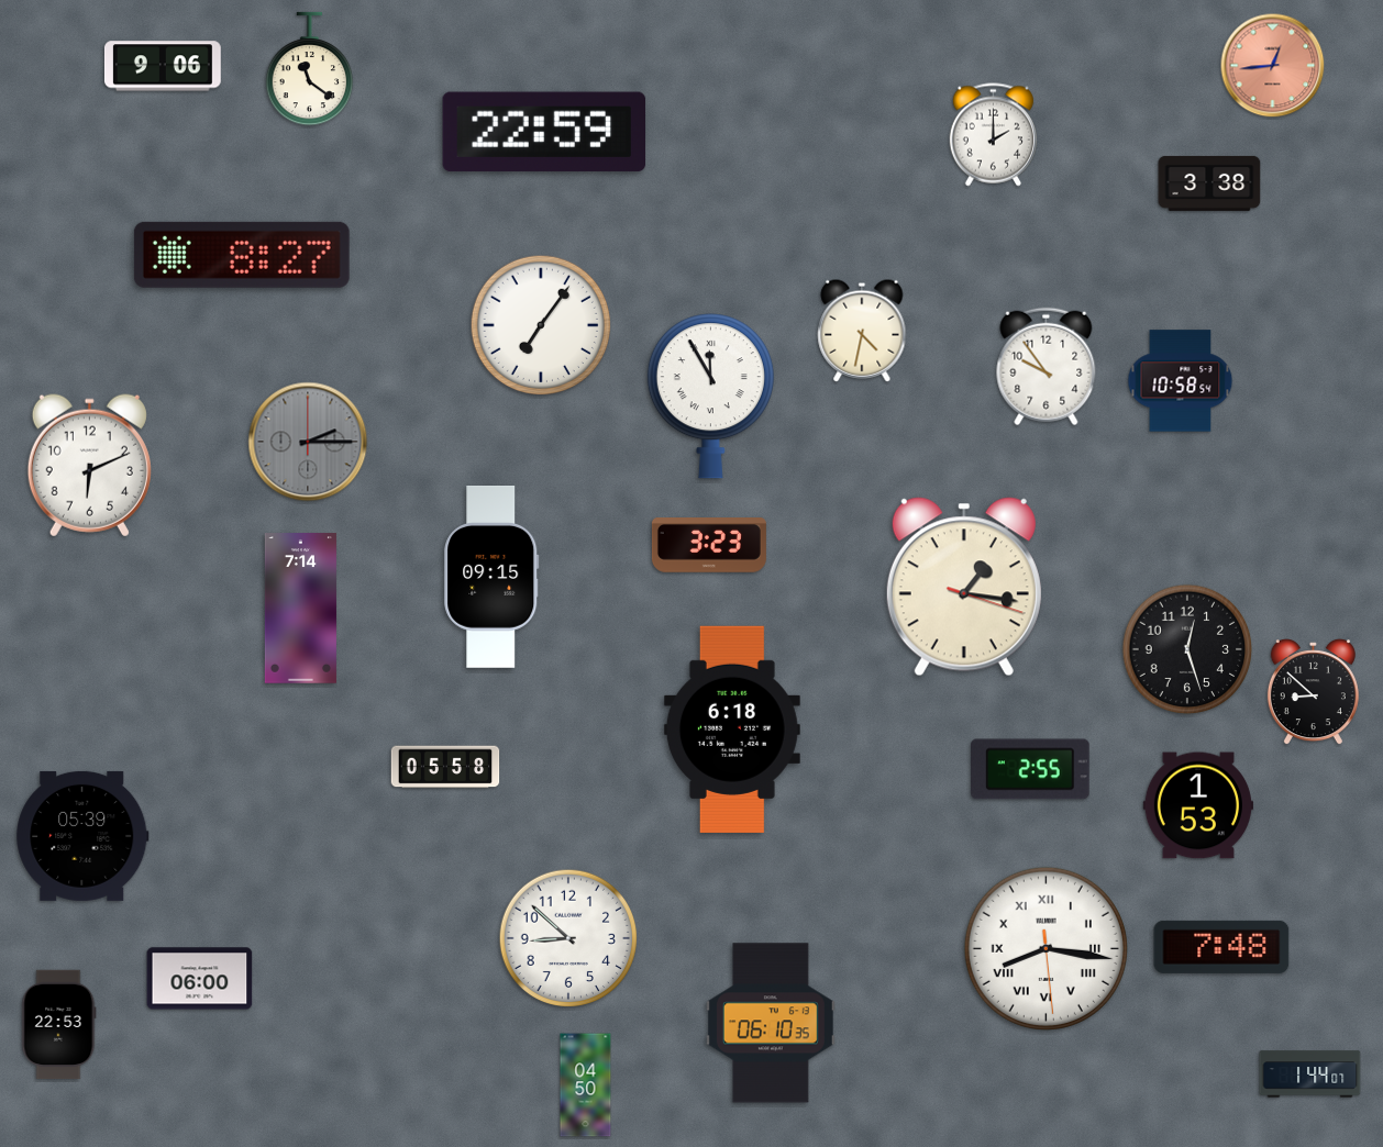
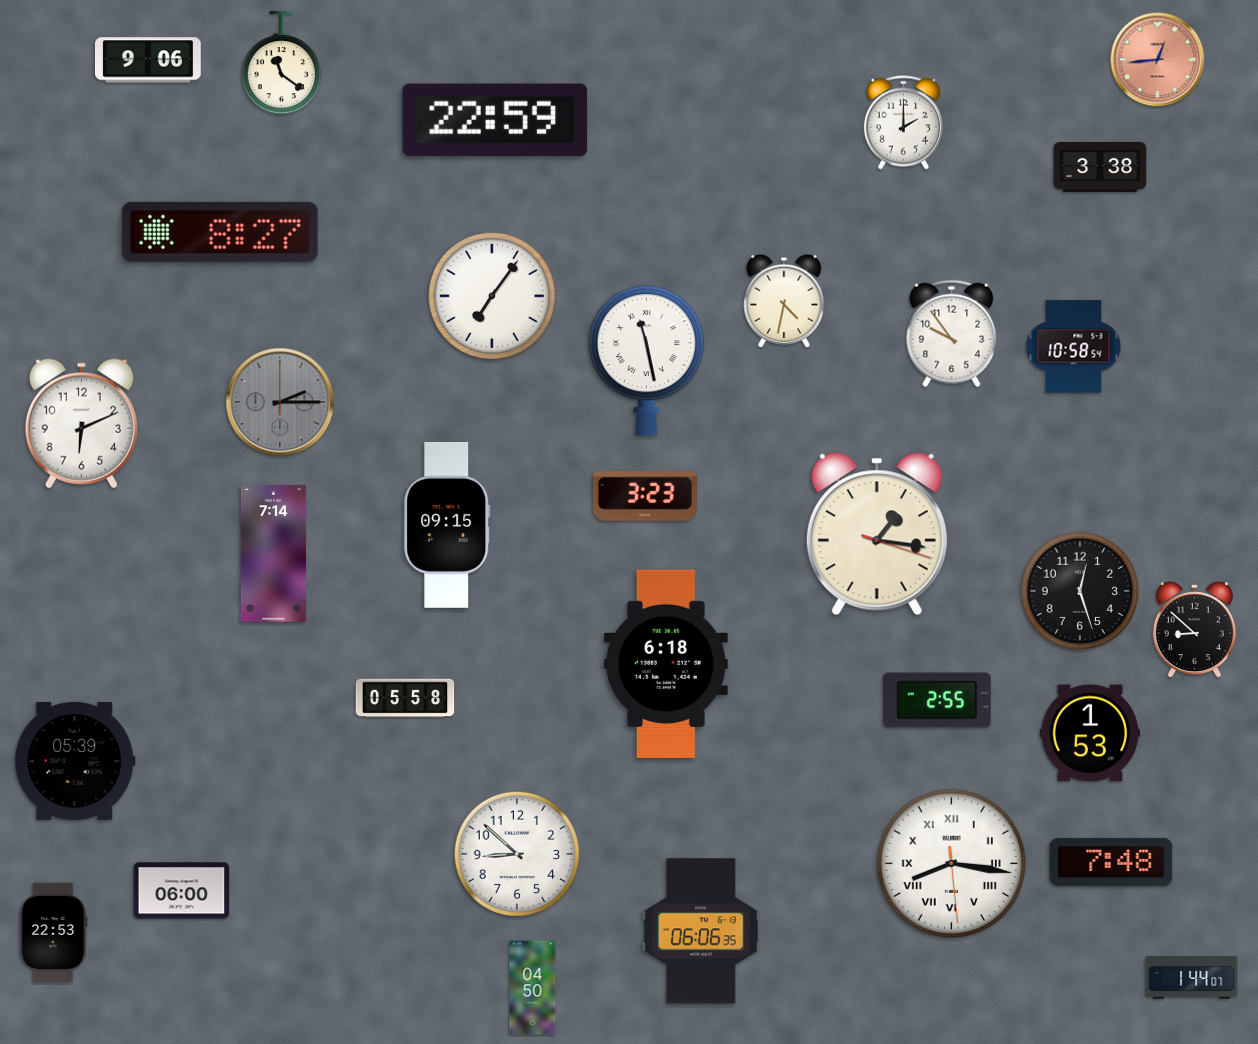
clock at (710, 397): 11:55 -> 11:28
clock at (771, 1023): 06:10 -> 06:06
